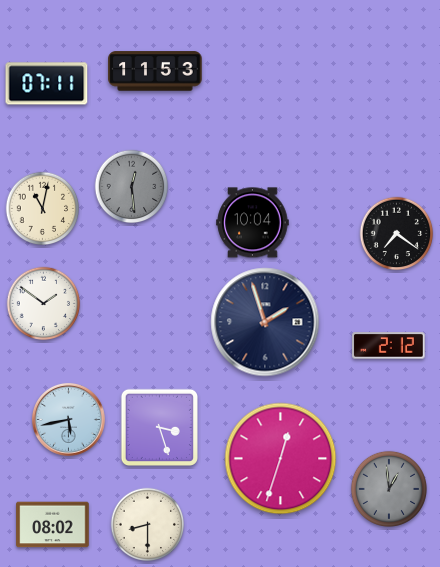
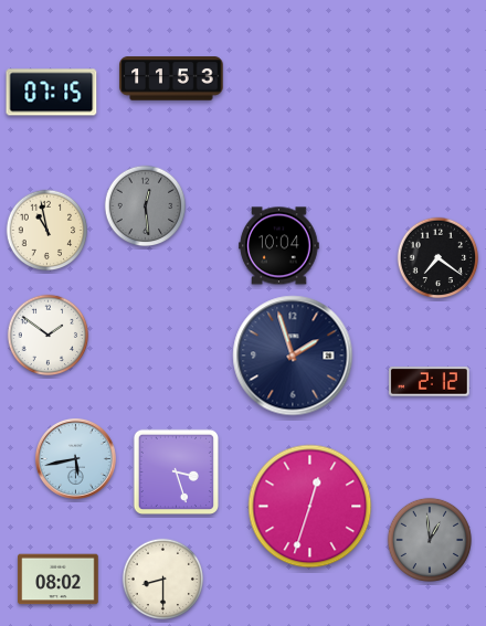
clock at (47, 84): 07:11 -> 07:15
clock at (43, 209): 11:02 -> 10:58
clock at (69, 420) position: (69, 420) -> (76, 459)
